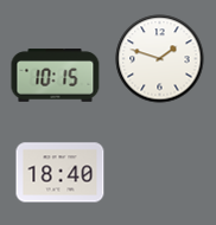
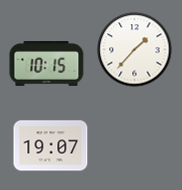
clock at (160, 59): 1:48 -> 1:37
clock at (61, 173): 18:40 -> 19:07
